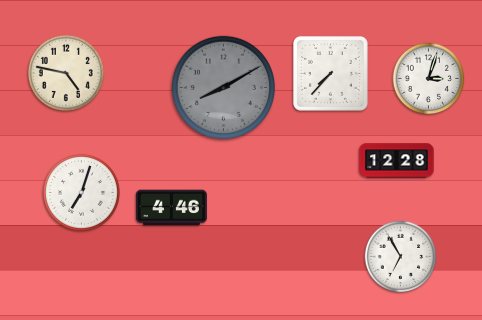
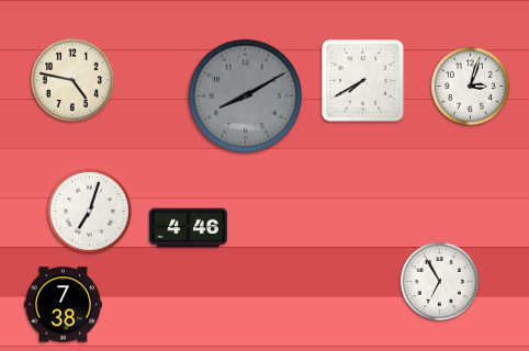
clock at (331, 74): 7:37 -> 7:40
clock at (397, 161): 12:28 -> none
clock at (63, 305): none -> 7:38
